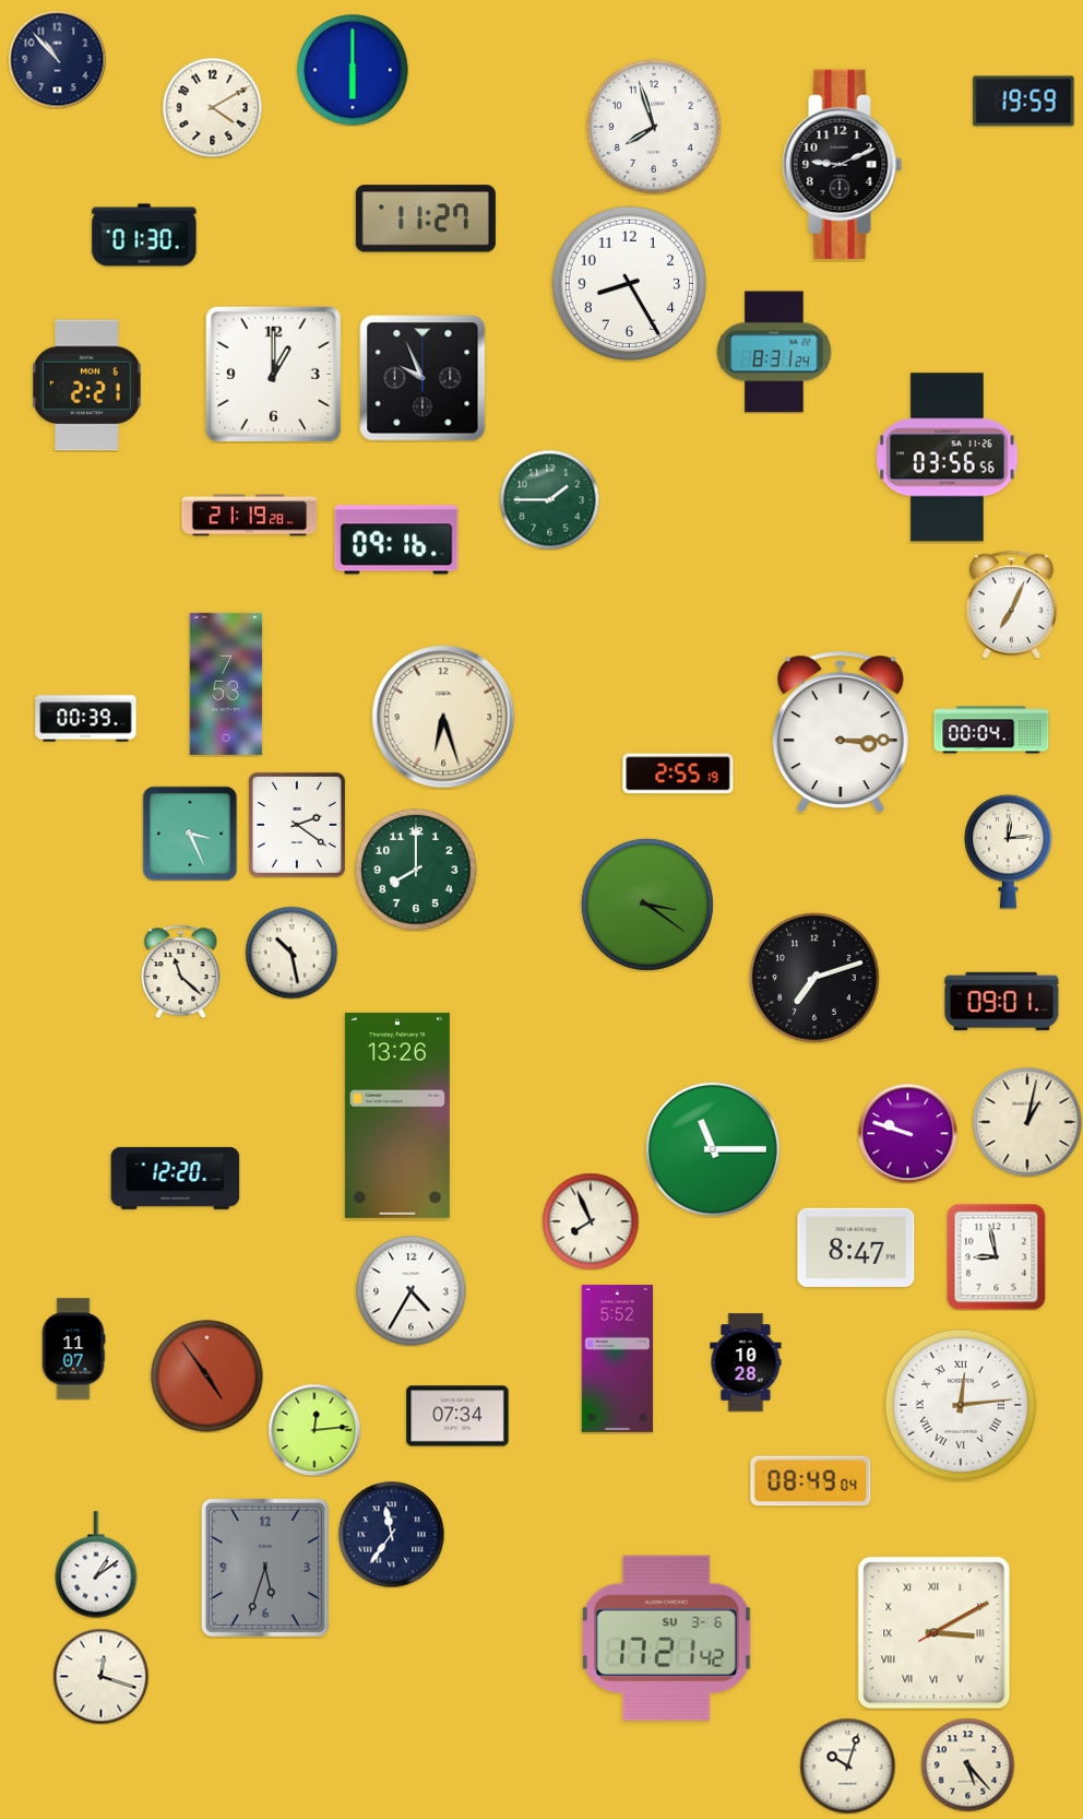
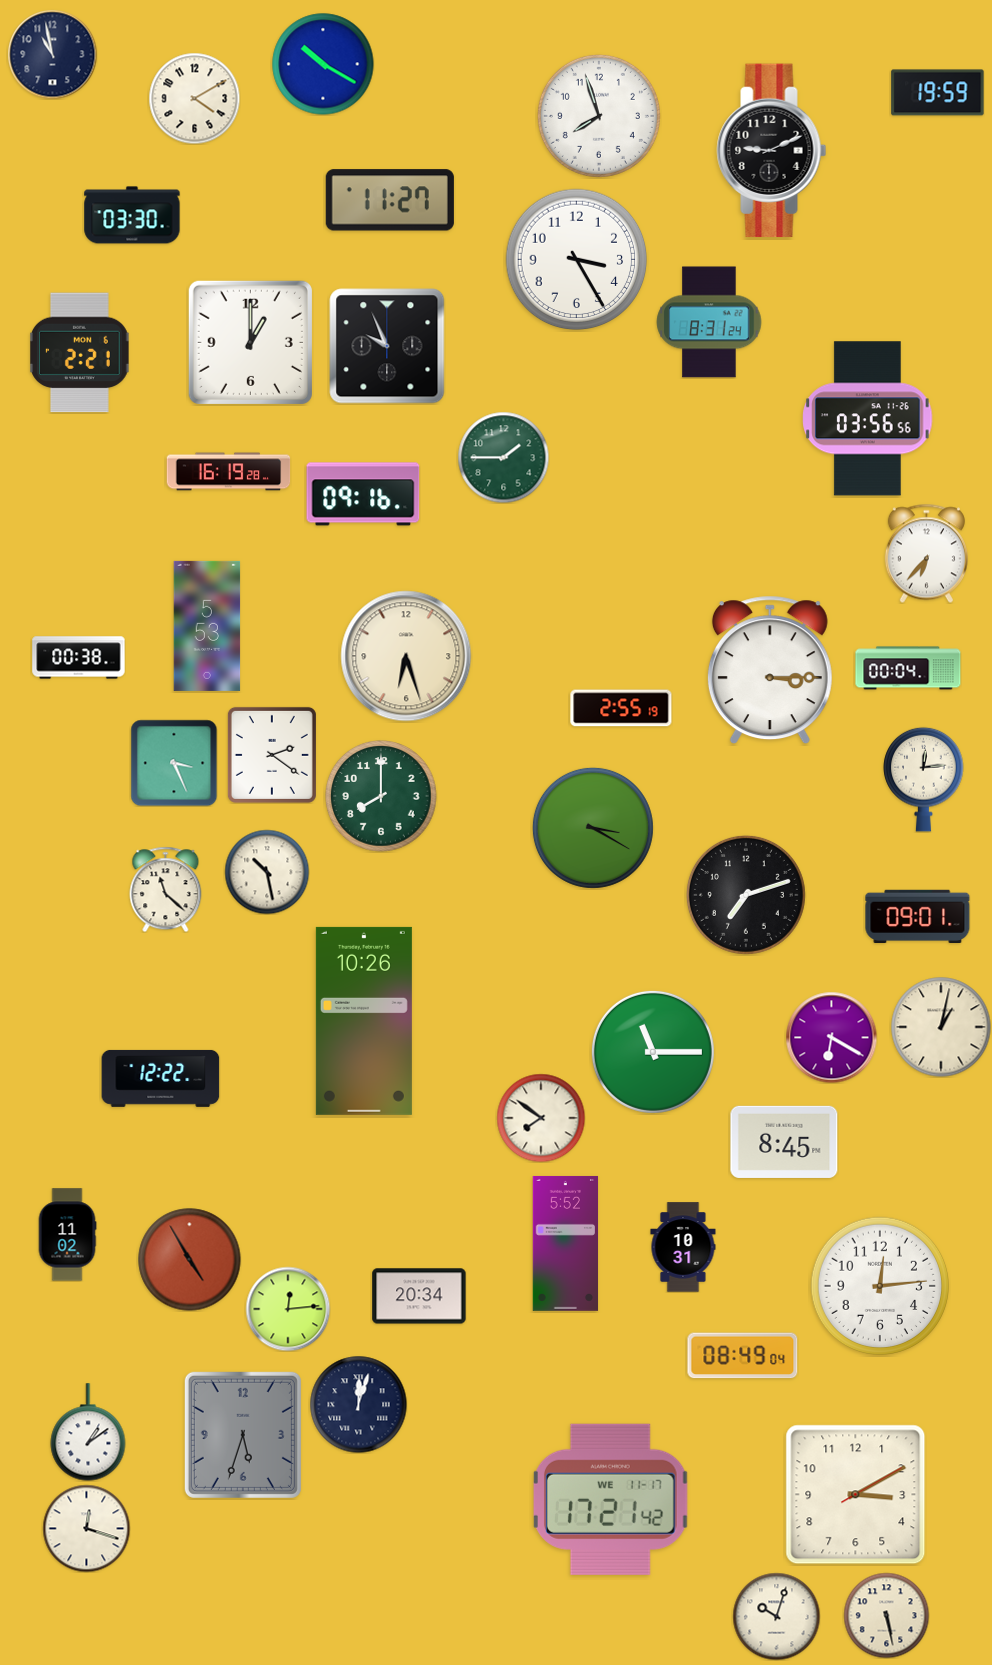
clock at (57, 59): 10:53 -> 10:58
clock at (353, 70): 6:00 -> 10:20
clock at (144, 235): 01:30 -> 03:30
clock at (630, 284): 8:25 -> 3:25
clock at (250, 516): 21:19 -> 16:19
clock at (1011, 604): 7:04 -> 6:37
clock at (226, 684): 7:53 -> 5:53
clock at (86, 719): 00:39 -> 00:38
clock at (647, 905): 3:21 -> 3:20
clock at (397, 1115): 13:26 -> 10:26
clock at (907, 1133): 9:48 -> 6:20
clock at (176, 1178): 12:20 -> 12:22
clock at (591, 1221): 7:56 -> 7:51
clock at (856, 1248): 8:47 -> 8:45
clock at (997, 1256): 8:58 -> none
clock at (412, 1291): 4:35 -> none
clock at (73, 1349): 11:07 -> 11:02
clock at (746, 1362): 10:28 -> 10:31
clock at (207, 1377): 4:54 -> 4:55
clock at (961, 1405) numerals: Roman -> Arabic
clock at (457, 1416): 07:34 -> 20:34
clock at (391, 1534): 11:36 -> 12:03
clock at (935, 1633) numerals: Roman -> Arabic
clock at (666, 1638) date: SU 3-6 -> WE 11-17
clock at (100, 1676) position: (100, 1676) -> (86, 1528)
clock at (967, 1764): 5:23 -> 5:28
